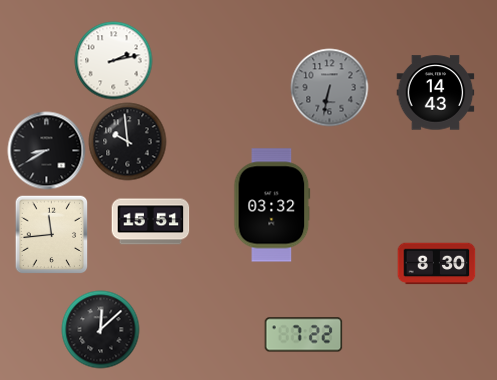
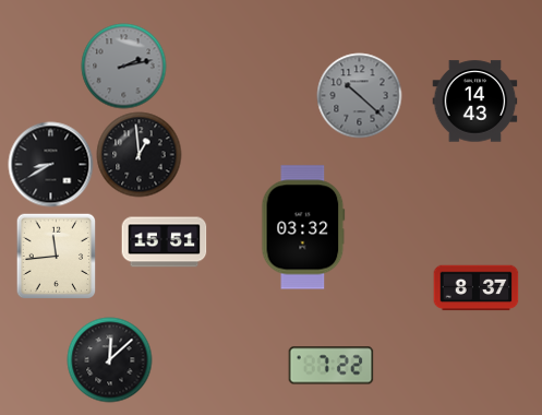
clock at (113, 60) dial: white -> grey
clock at (329, 87): 6:32 -> 10:22
clock at (127, 141): 9:59 -> 12:59
clock at (272, 205) position: (272, 205) -> (303, 227)
clock at (436, 264): 8:30 -> 8:37
